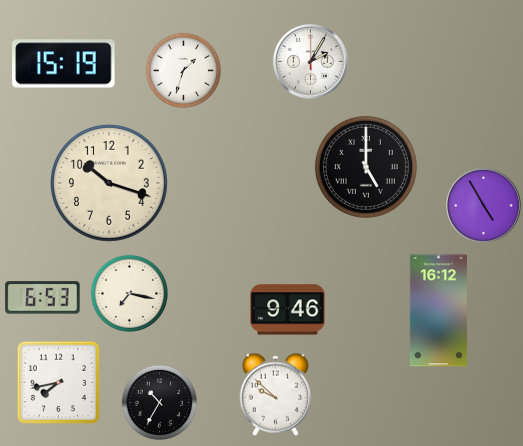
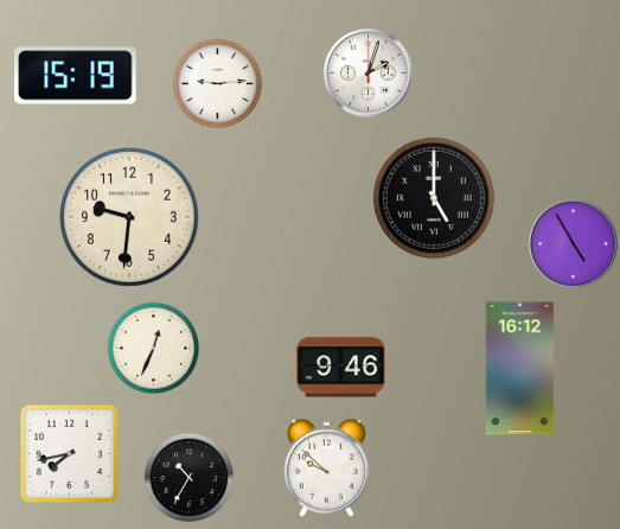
clock at (310, 61): 2:05 -> 2:03
clock at (184, 71): 1:33 -> 9:14
clock at (110, 184): 10:18 -> 9:31
clock at (130, 294): 7:17 -> 12:34
clock at (43, 298): 6:53 -> none
